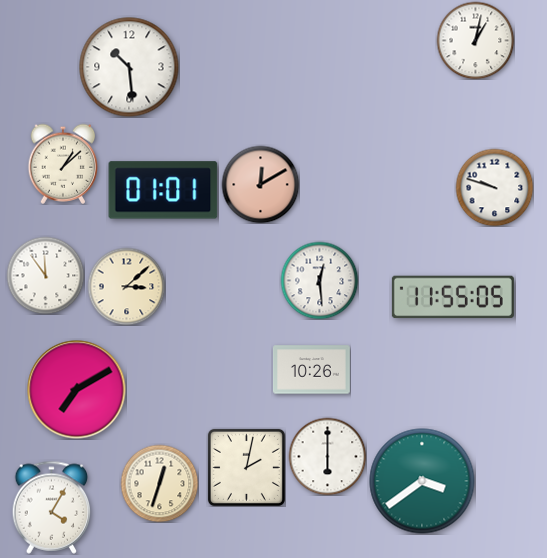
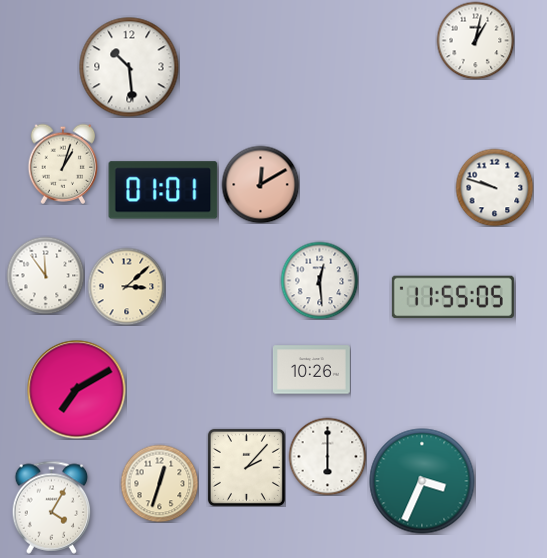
clock at (63, 164): 1:08 -> 1:03
clock at (246, 467): 2:02 -> 2:07
clock at (422, 481): 3:39 -> 3:34
